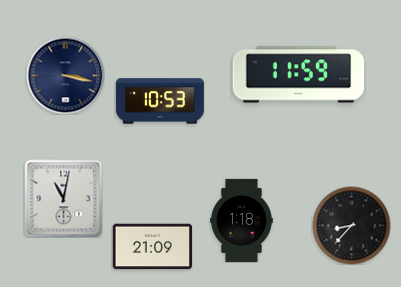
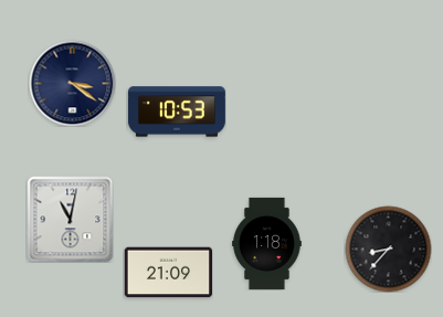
clock at (65, 75): 3:17 -> 3:21
clock at (299, 75): 11:59 -> none
